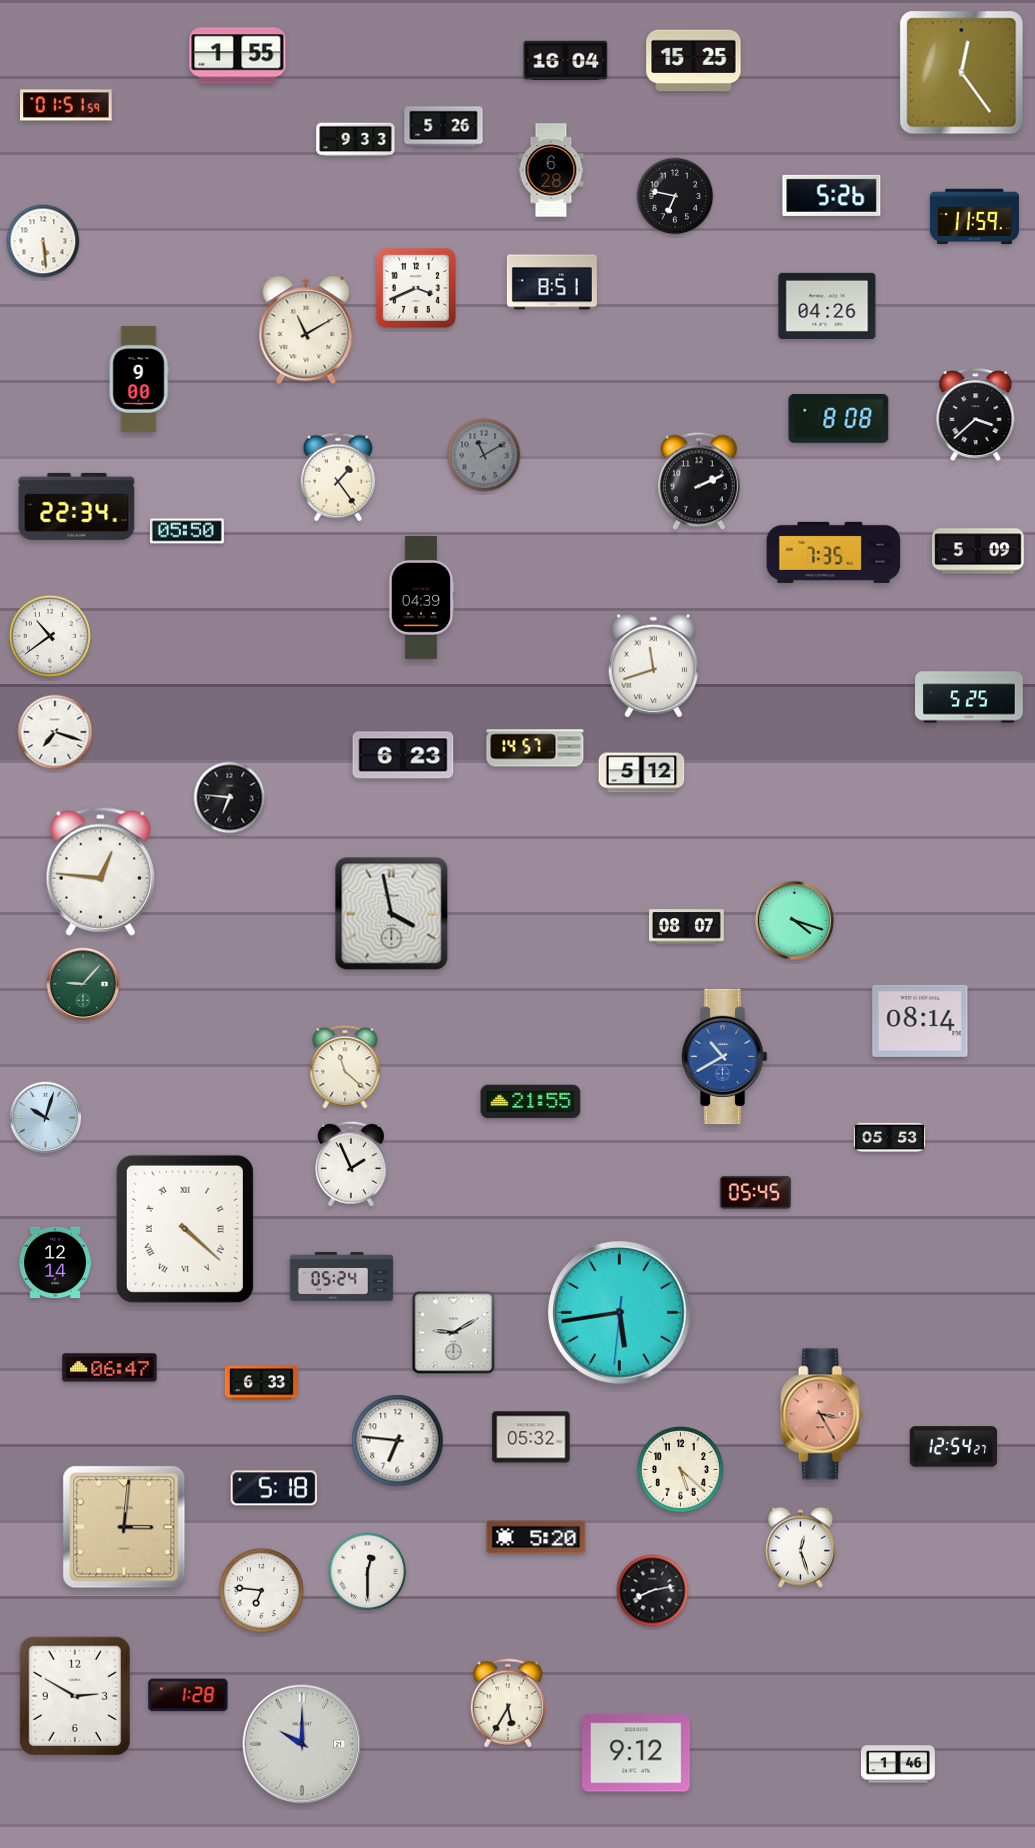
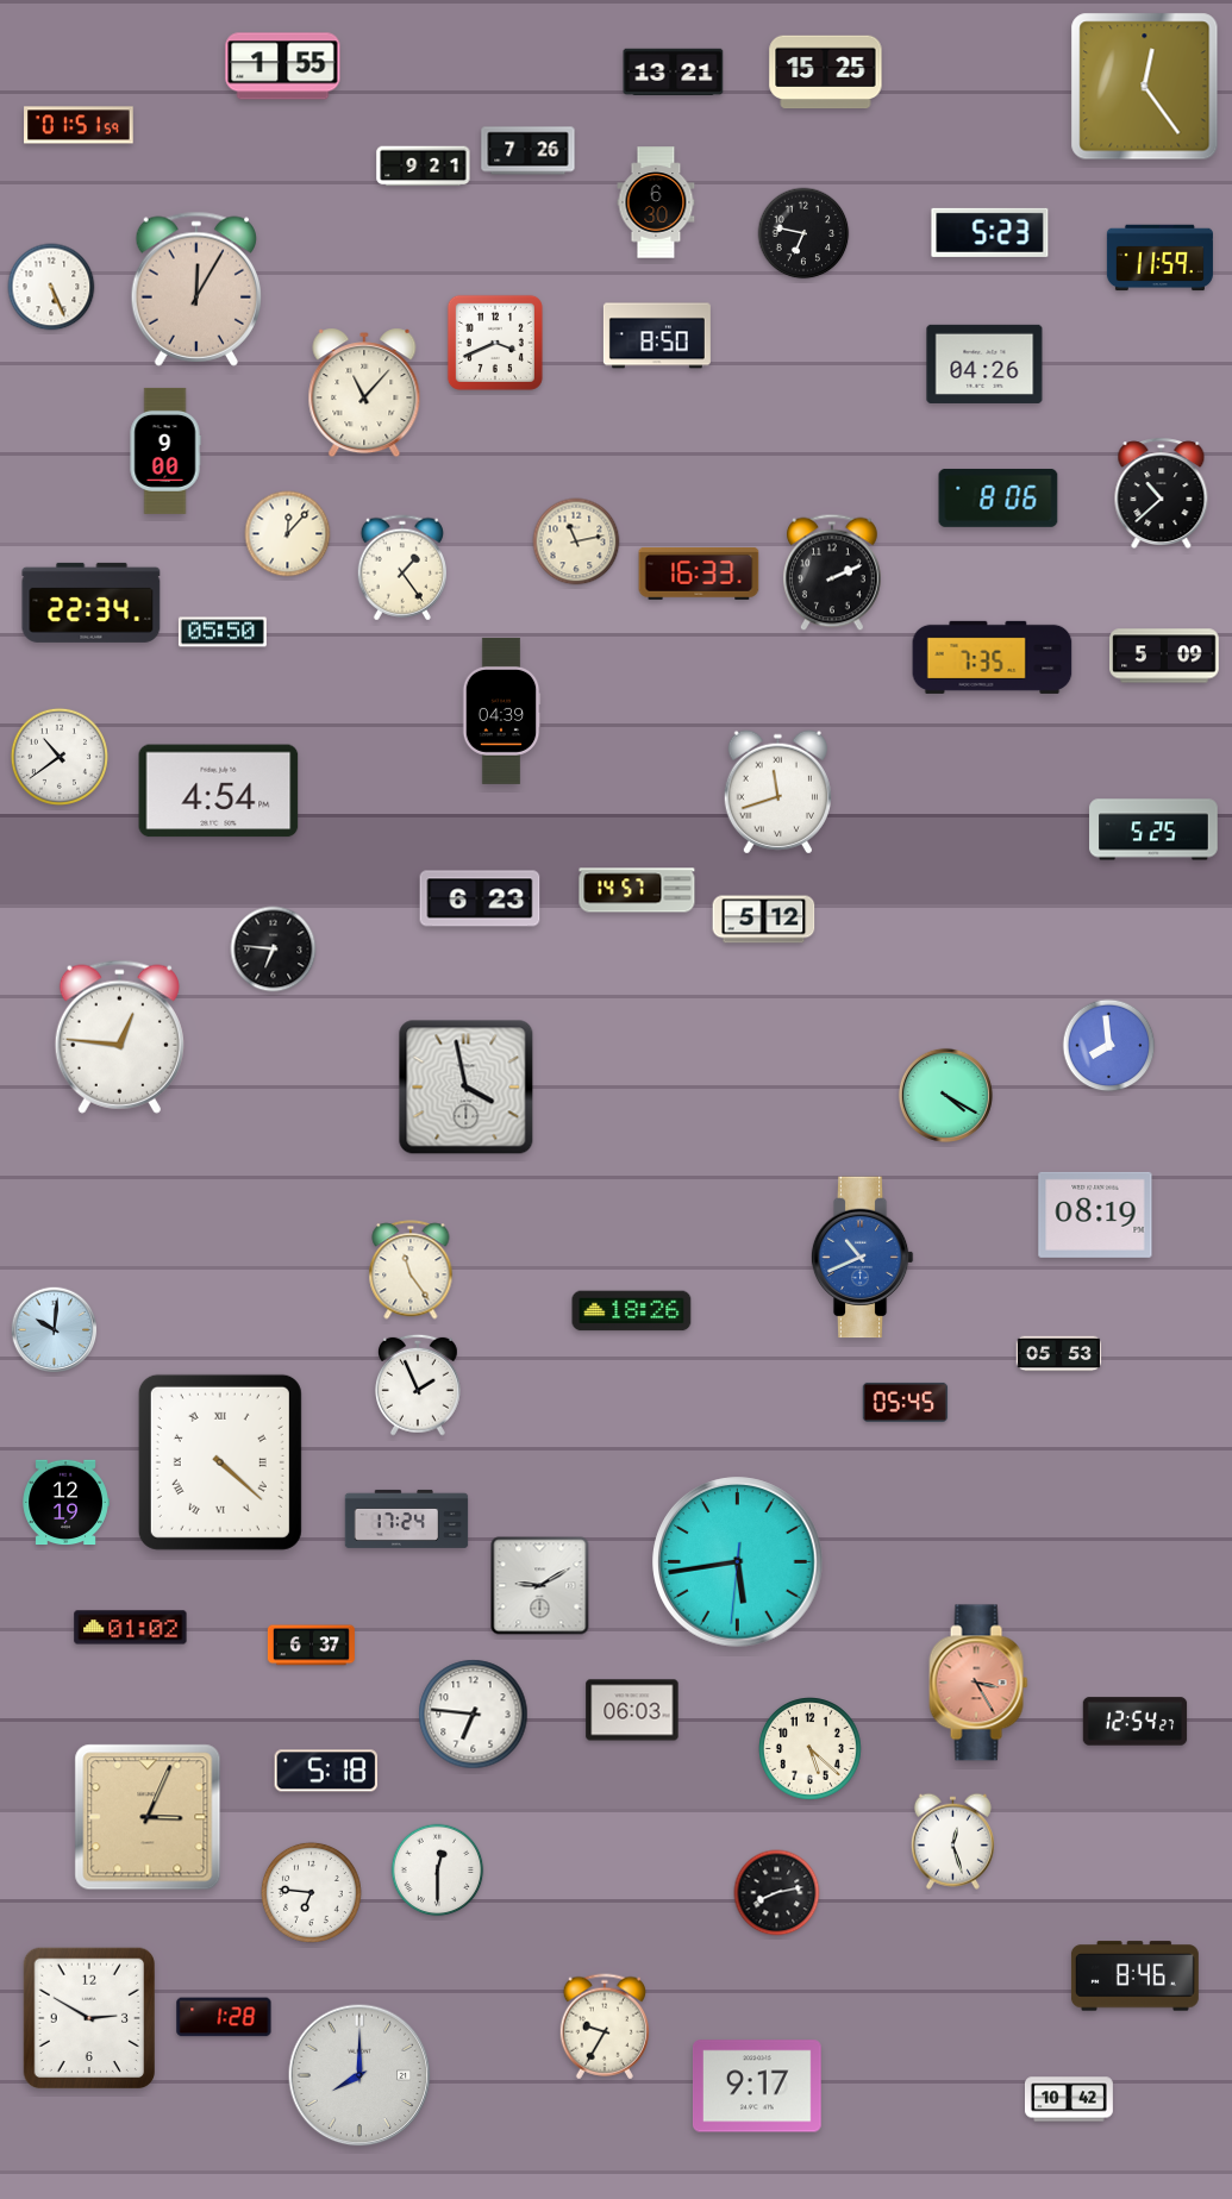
clock at (566, 60): 16:04 -> 13:21
clock at (444, 127): 5:26 -> 7:26
clock at (356, 140): 9:33 -> 9:21
clock at (551, 170): 6:28 -> 6:30
clock at (832, 195): 5:26 -> 5:23
clock at (43, 241): 5:29 -> 5:26
clock at (195, 289): none -> 12:05
clock at (552, 282): 8:51 -> 8:50
clock at (306, 330): 11:10 -> 11:07
clock at (976, 415): 3:38 -> 10:38
clock at (839, 418): 8:08 -> 8:06
clock at (288, 534): none -> 12:07
clock at (484, 455): 11:10 -> 11:13
clock at (484, 455) dial: grey -> cream
clock at (699, 574): none -> 16:33
clock at (219, 791): none -> 4:54
clock at (55, 732): 7:18 -> none
clock at (1109, 1046): none -> 7:59
clock at (794, 920): 4:18 -> 4:20
clock at (687, 927): 08:07 -> none
clock at (83, 984): 9:07 -> none
clock at (920, 1021): 08:14 -> 08:19
clock at (724, 1057): 10:40 -> 10:41
clock at (345, 1067): 11:22 -> 11:24
clock at (531, 1102): 21:55 -> 18:26
clock at (46, 1118): 10:03 -> 10:01
clock at (756, 1192) position: (756, 1192) -> (906, 1402)
clock at (55, 1263): 12:14 -> 12:19
clock at (342, 1276): 05:24 -> 17:24
clock at (110, 1368): 06:47 -> 01:02
clock at (261, 1383): 6:33 -> 6:37
clock at (531, 1437): 05:32 -> 06:03
clock at (124, 1527): 3:01 -> 3:04
clock at (536, 1537): 5:20 -> none
clock at (1134, 1976): none -> 8:46
clock at (507, 1703): 5:35 -> 9:35
clock at (302, 1744): 10:00 -> 8:00
clock at (637, 1753): 9:12 -> 9:17
clock at (898, 1764): 1:46 -> 10:42
